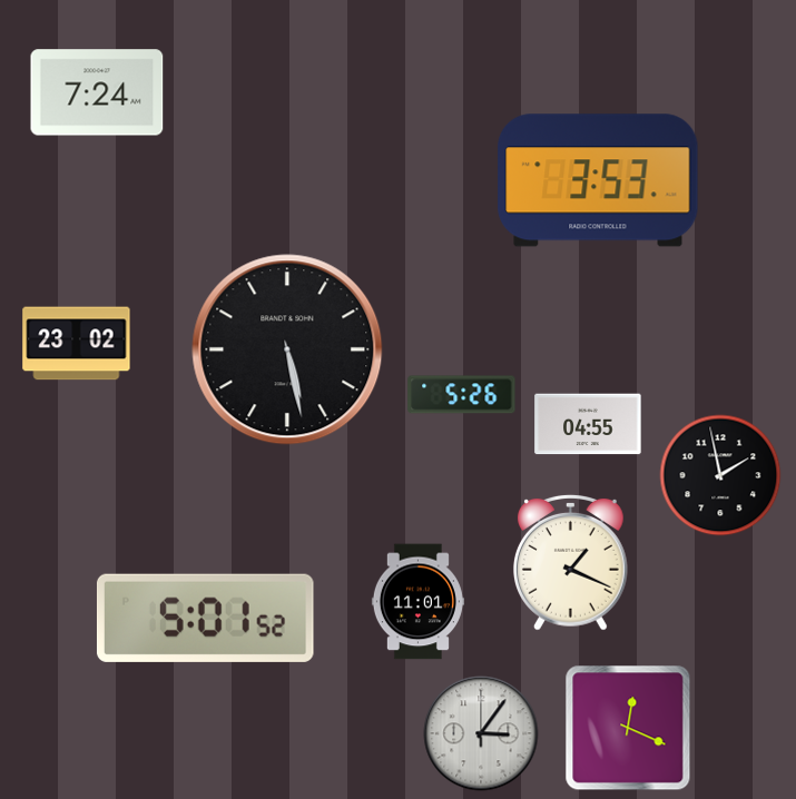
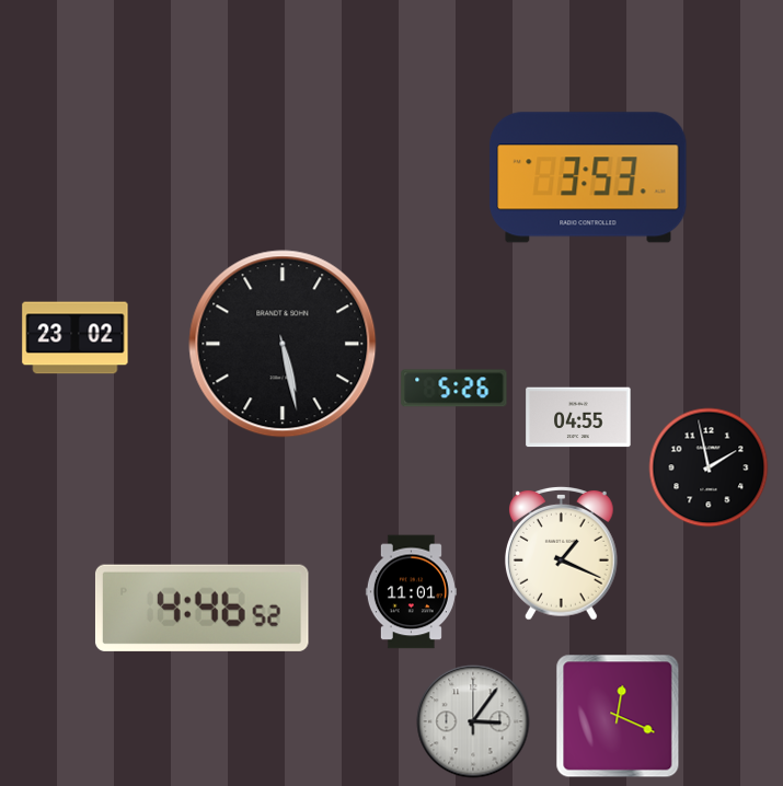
clock at (97, 92): 7:24 -> none
clock at (205, 618): 5:01 -> 4:46
